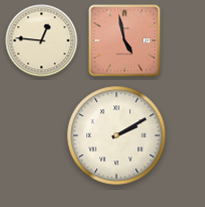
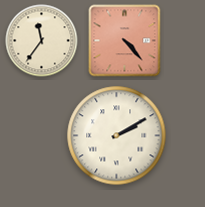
clock at (42, 41): 12:46 -> 11:36
clock at (125, 41): 4:58 -> 4:23
